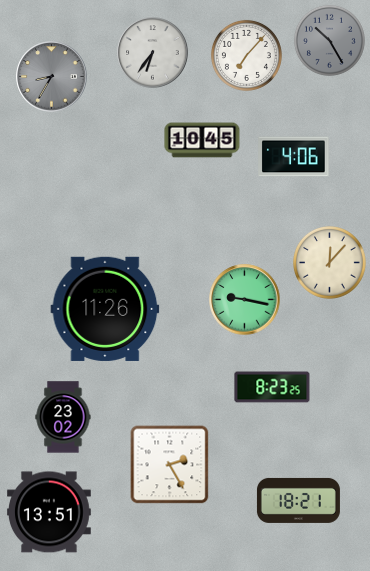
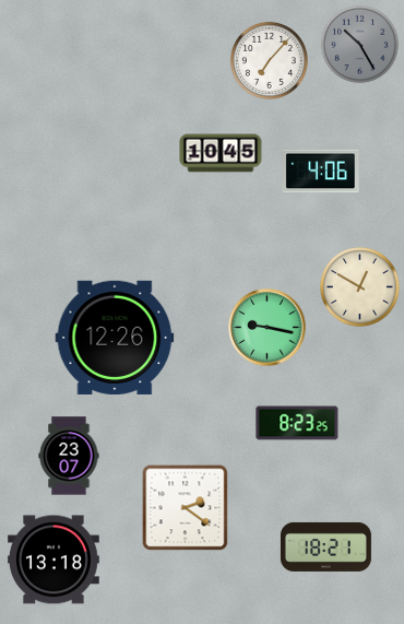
clock at (153, 53): 6:36 -> none
clock at (52, 77): 8:35 -> none
clock at (330, 263): 12:07 -> 12:50
clock at (105, 309): 11:26 -> 12:26
clock at (63, 417): 23:02 -> 23:07
clock at (170, 465): 2:25 -> 2:21
clock at (50, 512): 13:51 -> 13:18
